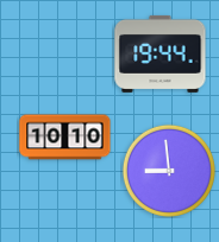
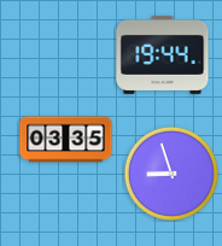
clock at (65, 138): 10:10 -> 03:35
clock at (169, 171): 8:59 -> 8:57
